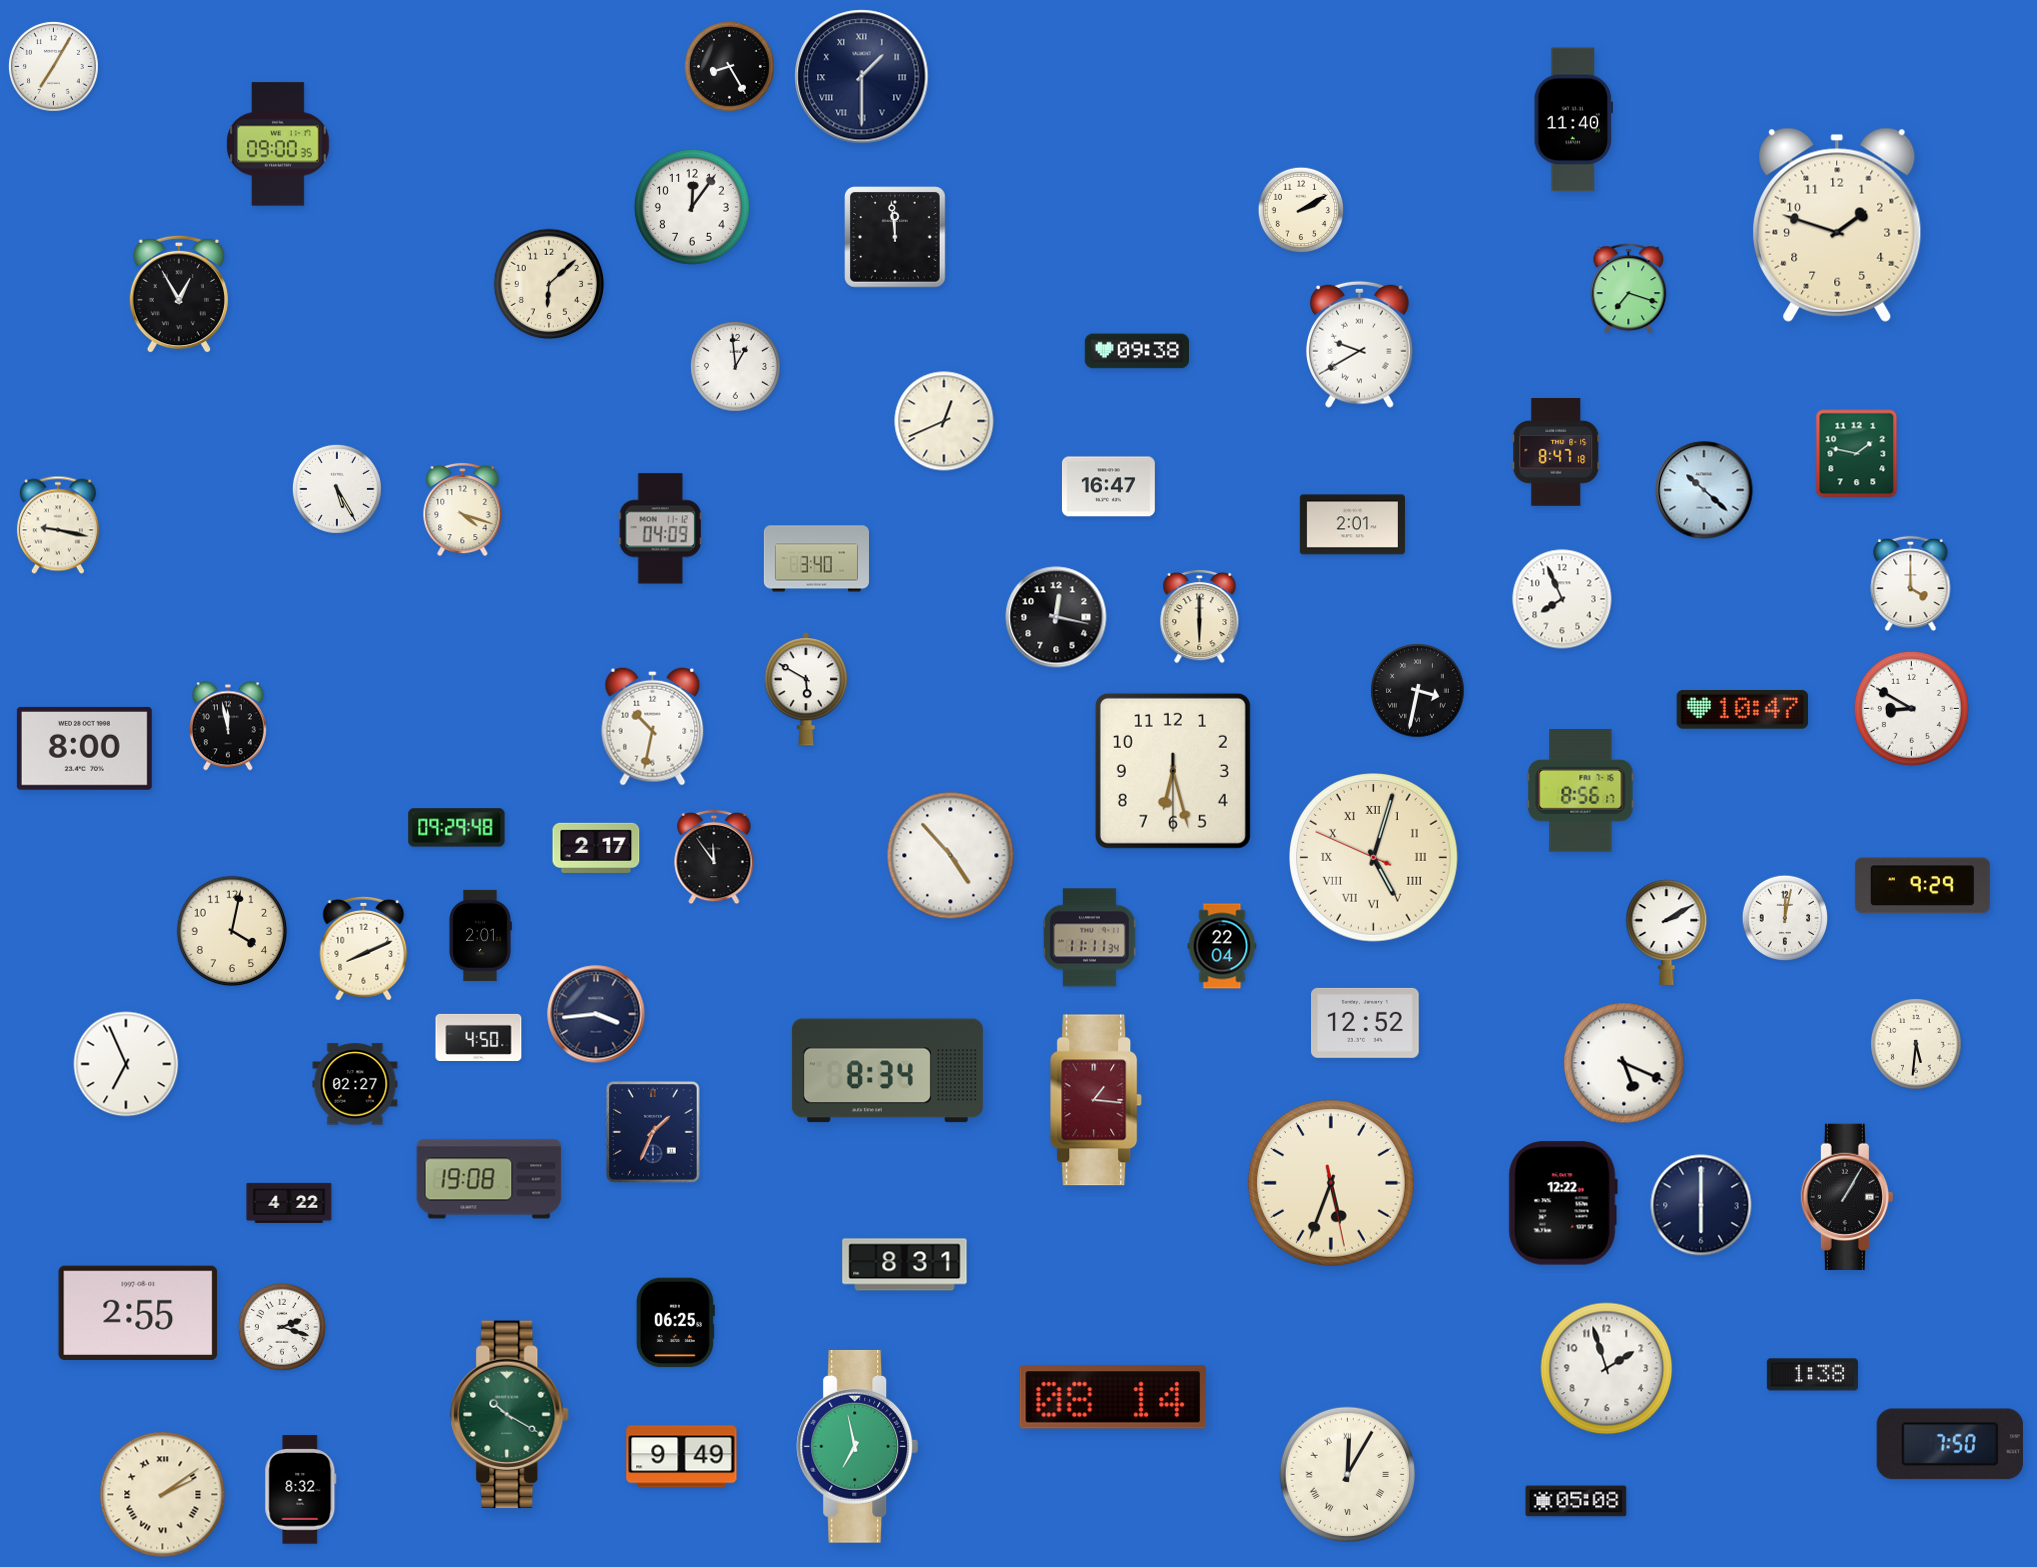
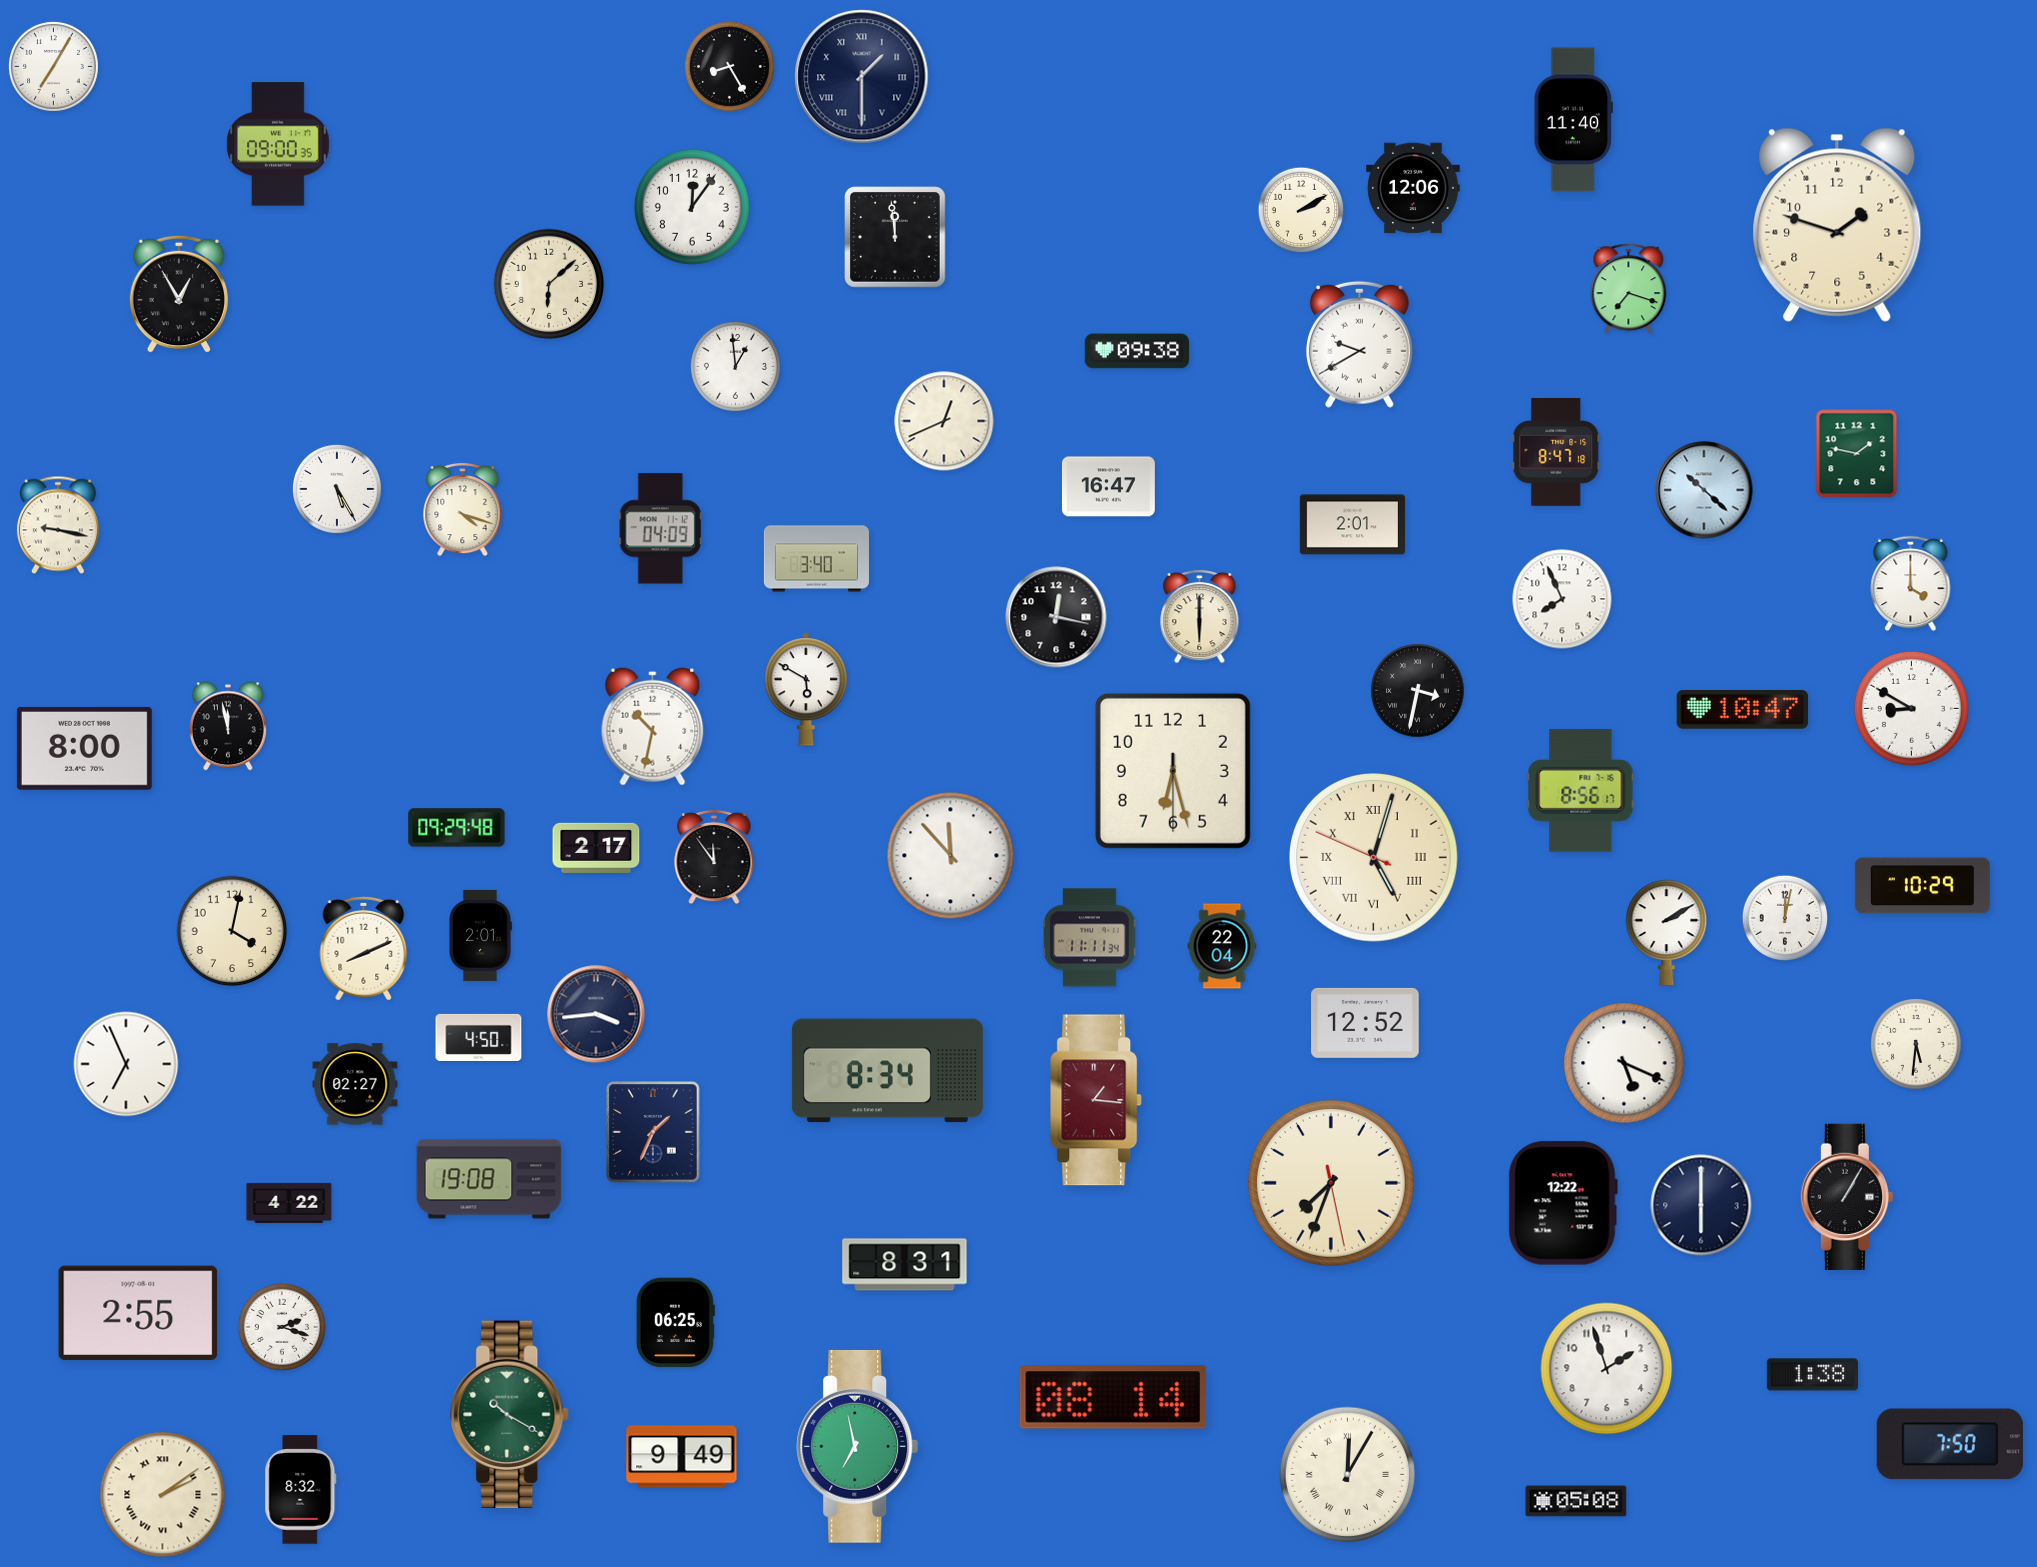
clock at (1413, 188): none -> 12:06
clock at (951, 856): 4:53 -> 11:53
clock at (1922, 886): 9:29 -> 10:29
clock at (1331, 1183): 5:33 -> 7:33
